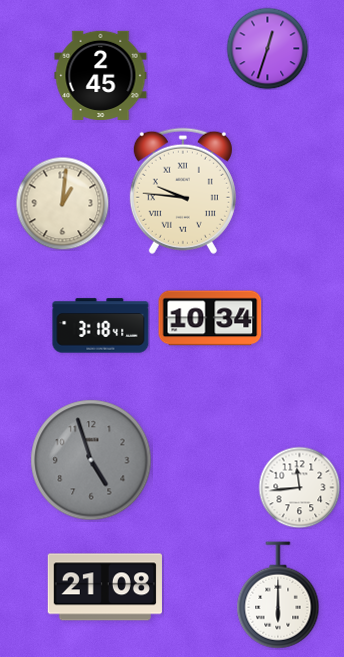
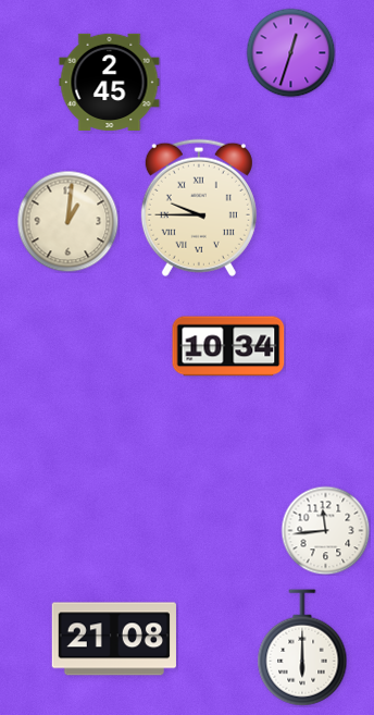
clock at (183, 191): 9:46 -> 9:45
clock at (101, 326): 3:18 -> none
clock at (91, 460): 4:57 -> none
